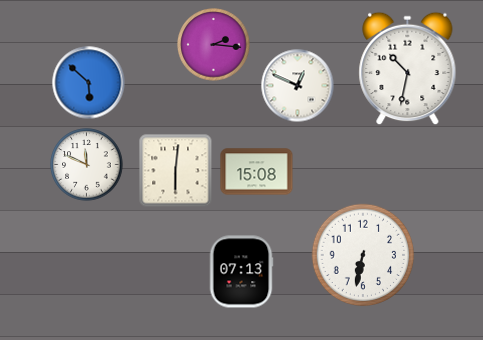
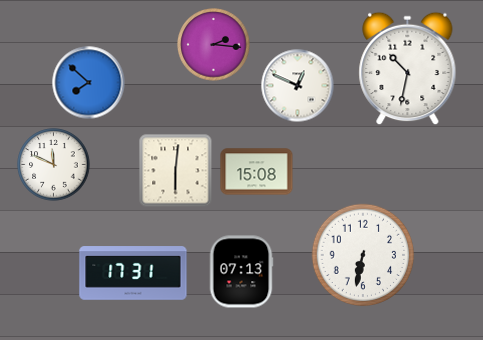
clock at (89, 83): 5:52 -> 7:52
clock at (87, 165) position: (87, 165) -> (54, 165)
clock at (133, 273): none -> 17:31
